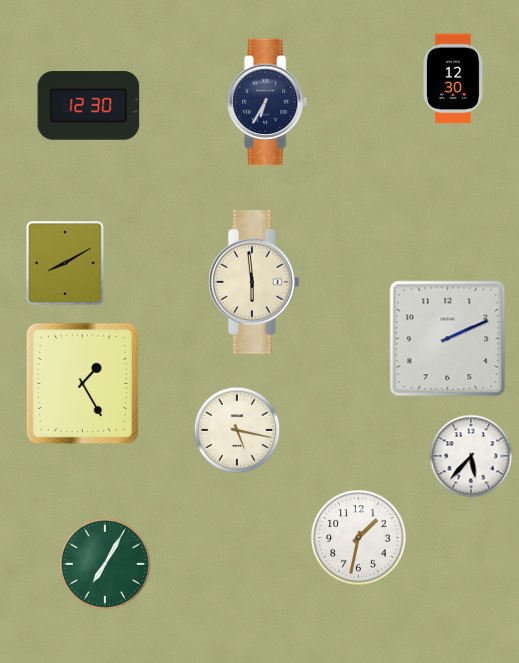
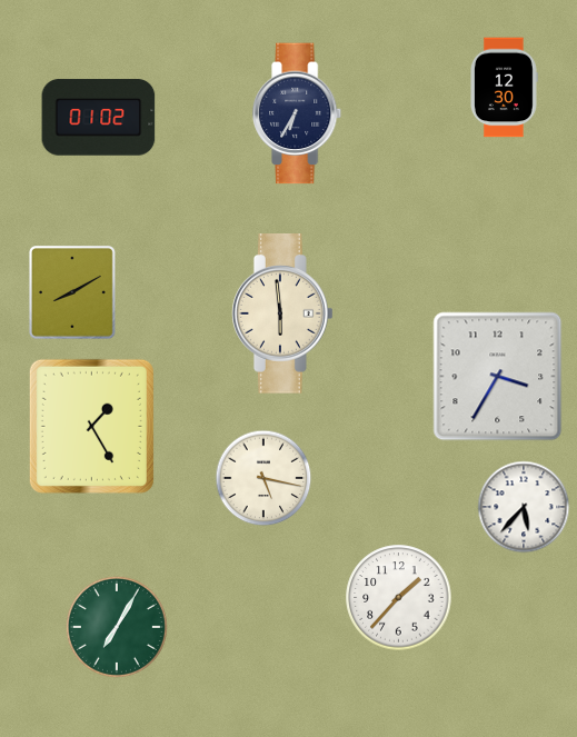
clock at (89, 106): 12:30 -> 01:02
clock at (448, 339): 2:11 -> 3:35
clock at (359, 538): 1:32 -> 1:37
